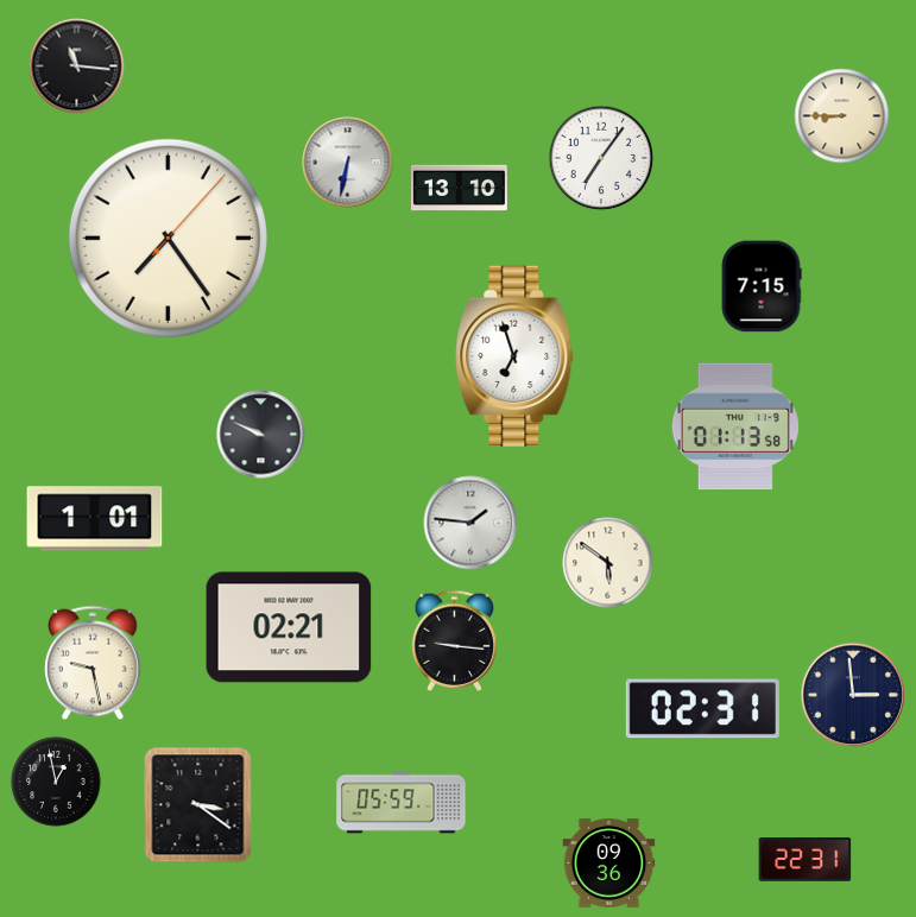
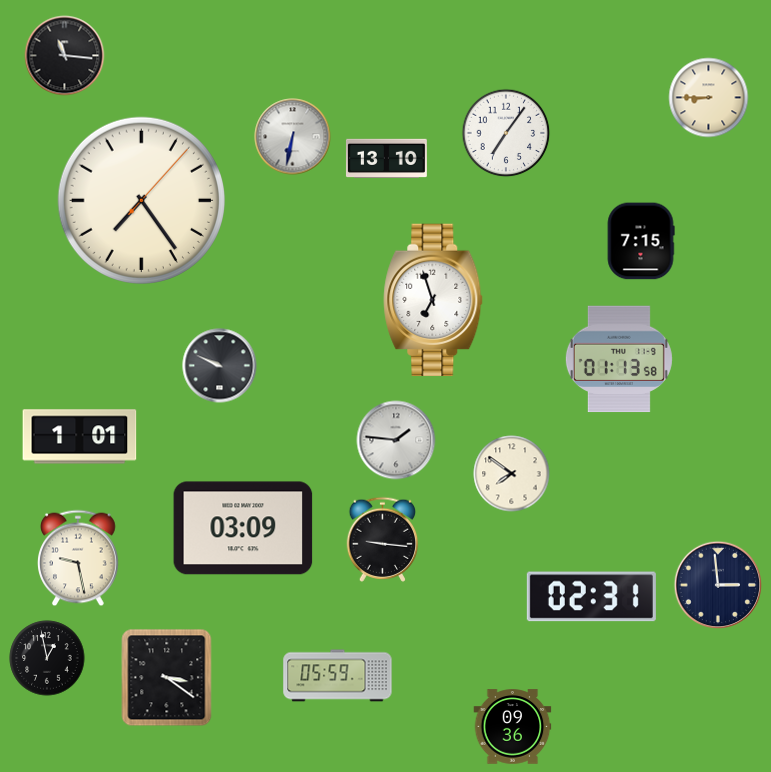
clock at (608, 563): 5:51 -> 7:51
clock at (289, 627): 02:21 -> 03:09
clock at (806, 860): 22:31 -> none
